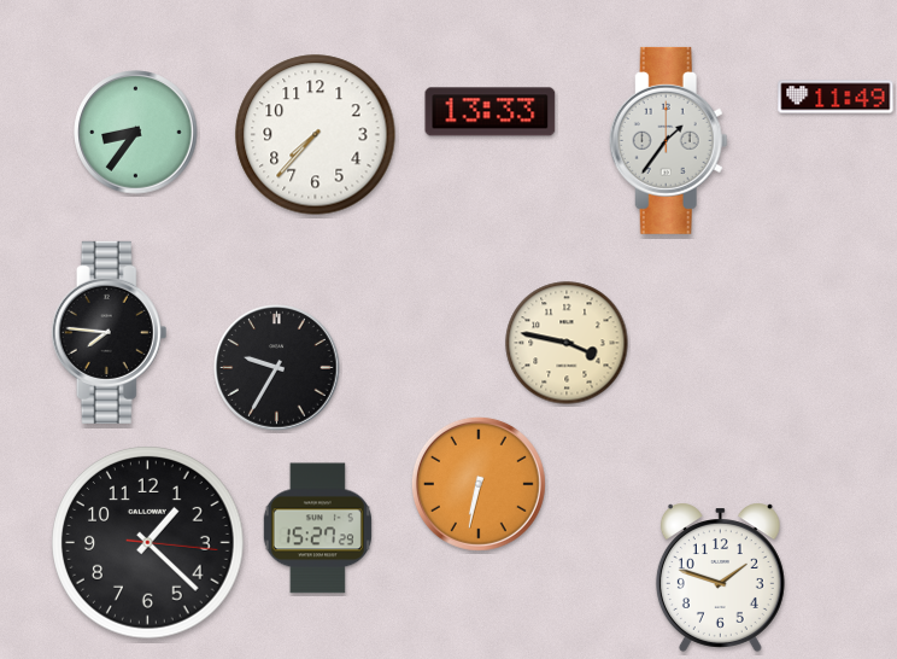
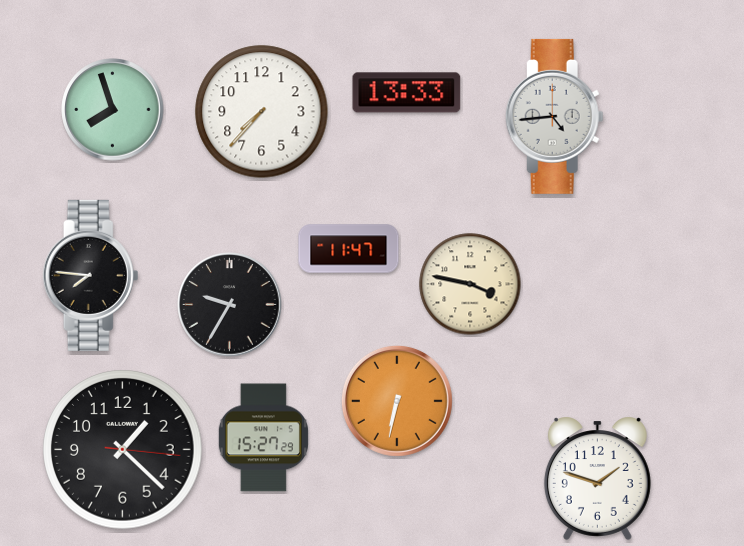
clock at (836, 97): 11:49 -> none
clock at (136, 133): 8:36 -> 7:57
clock at (668, 140): 1:36 -> 4:44
clock at (349, 249): none -> 11:47
